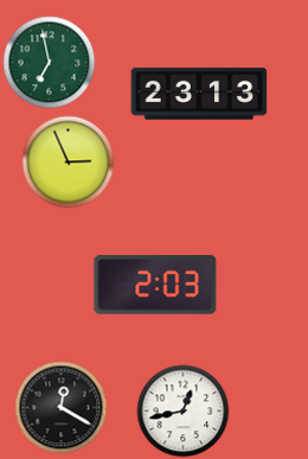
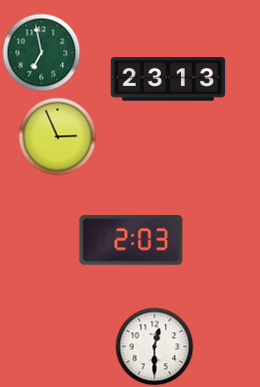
clock at (60, 407): 12:20 -> none
clock at (182, 410): 12:43 -> 12:30
